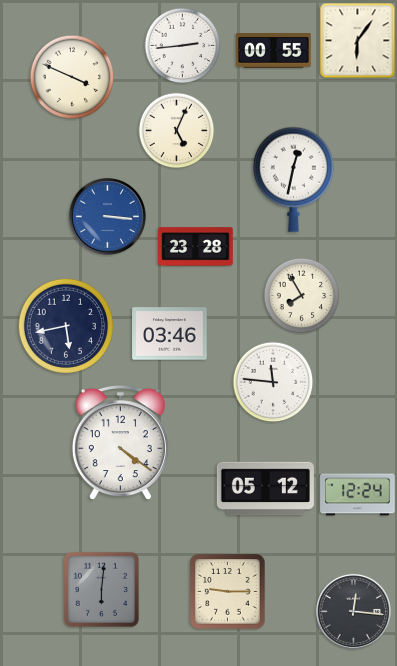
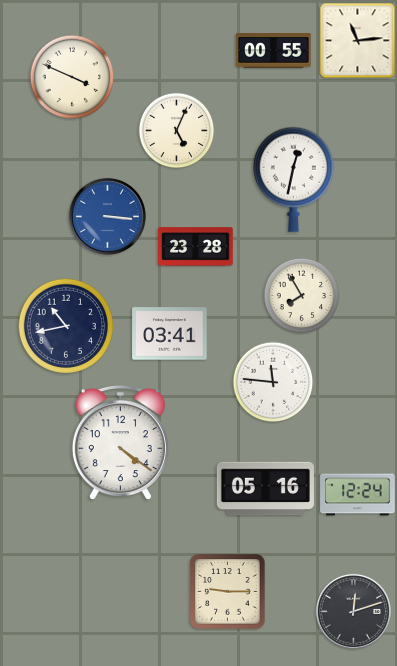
clock at (358, 41): 6:06 -> 11:14
clock at (183, 46): 2:44 -> none
clock at (66, 326): 5:43 -> 10:43
clock at (170, 334): 03:46 -> 03:41
clock at (265, 489): 05:12 -> 05:16
clock at (101, 589): 6:01 -> none
clock at (353, 611): 12:16 -> 12:12
